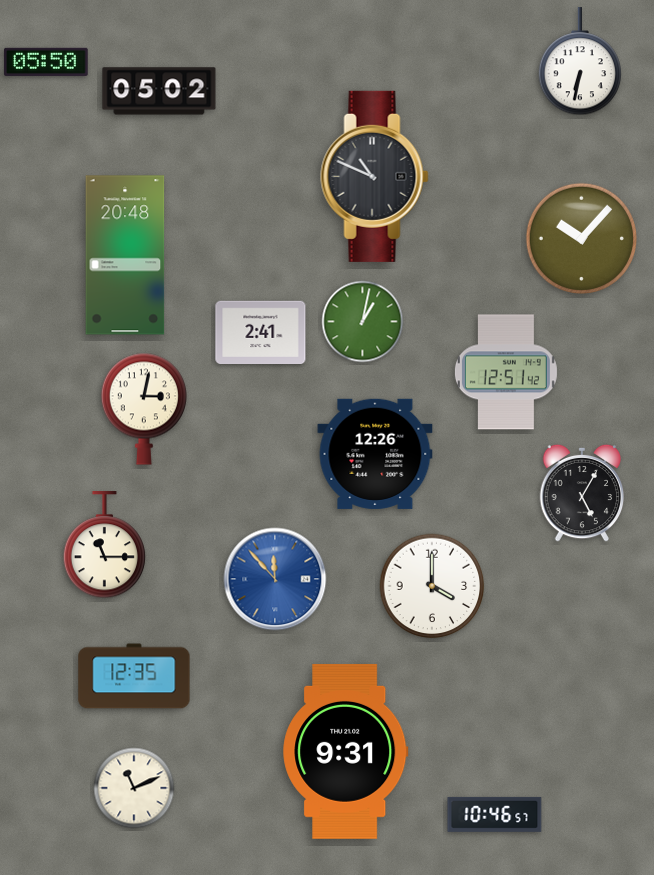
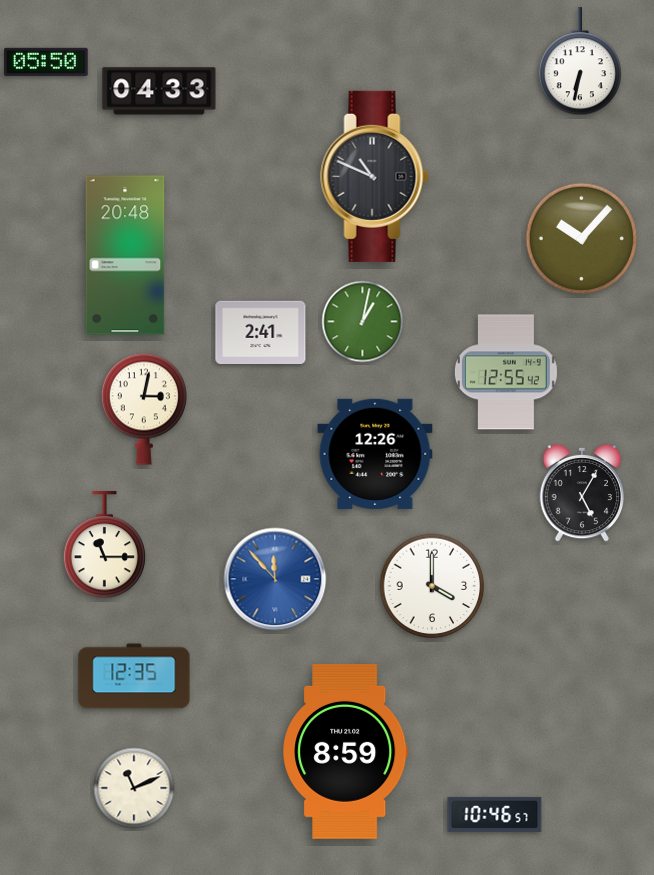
clock at (159, 91): 05:02 -> 04:33
clock at (506, 372): 12:51 -> 12:55
clock at (346, 751): 9:31 -> 8:59
